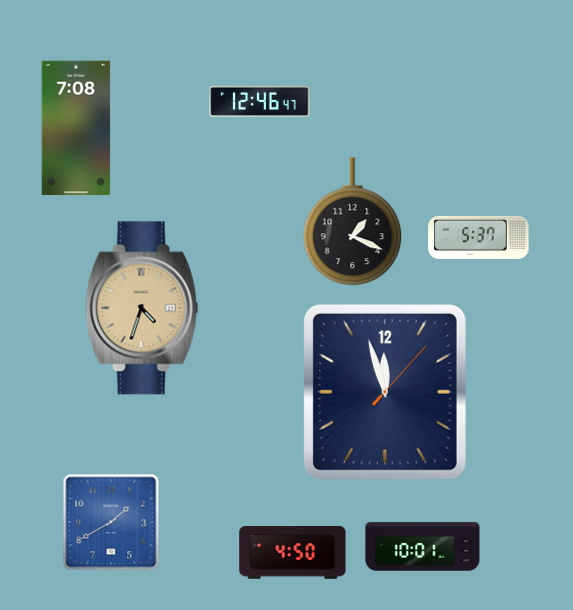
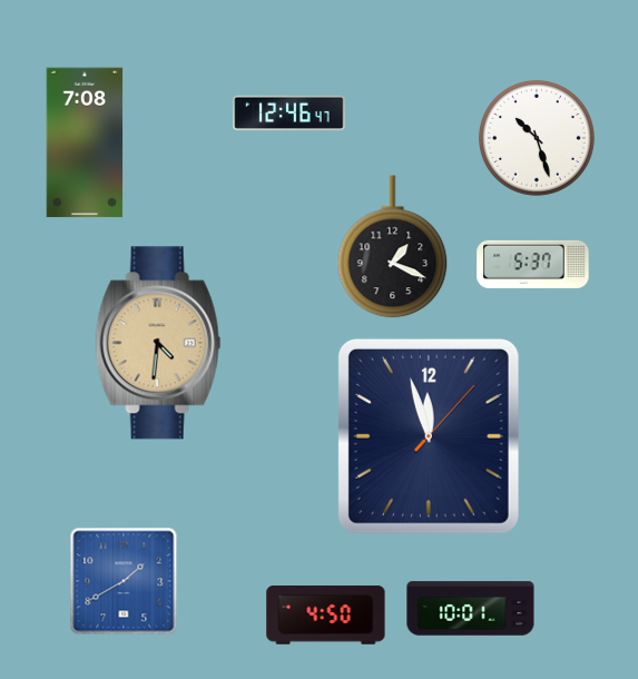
clock at (537, 138): none -> 10:27
clock at (142, 308): 4:33 -> 4:31
